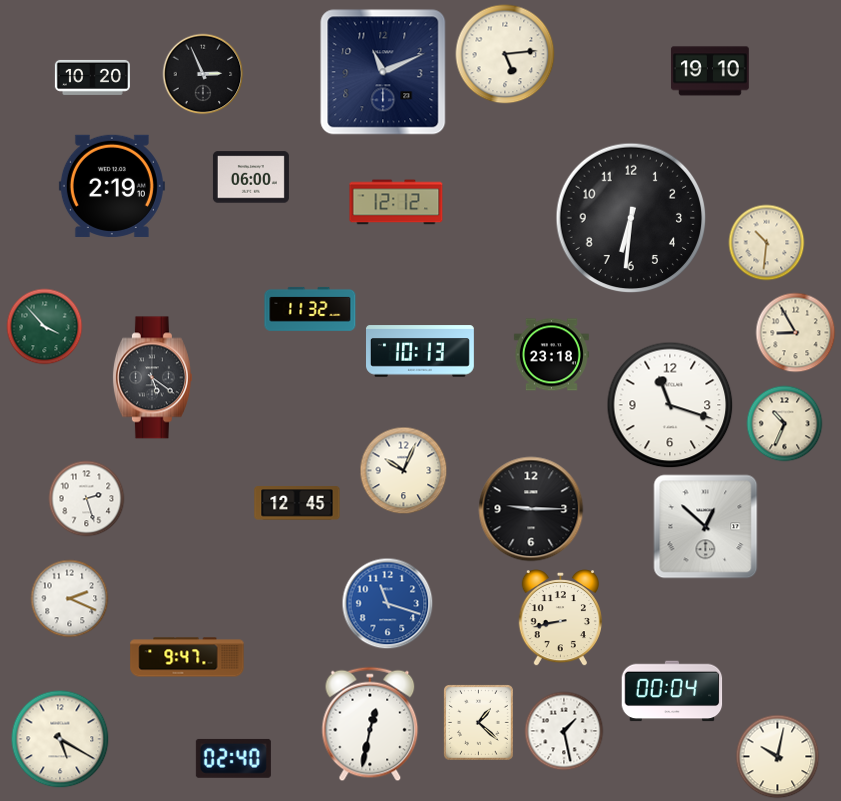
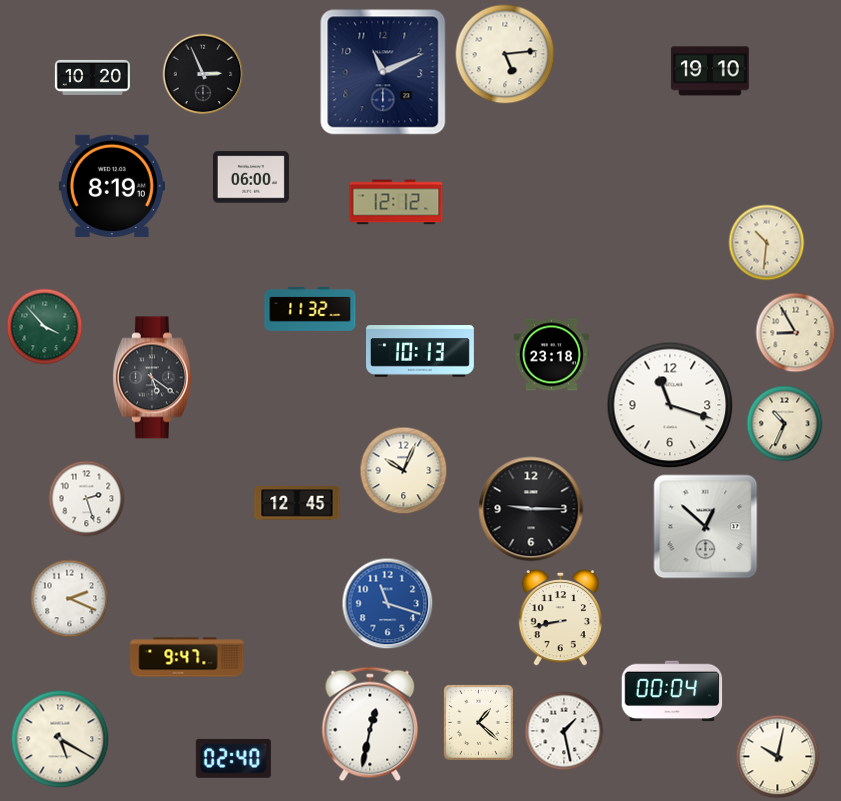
clock at (112, 186): 2:19 -> 8:19
clock at (631, 218): 6:31 -> none
